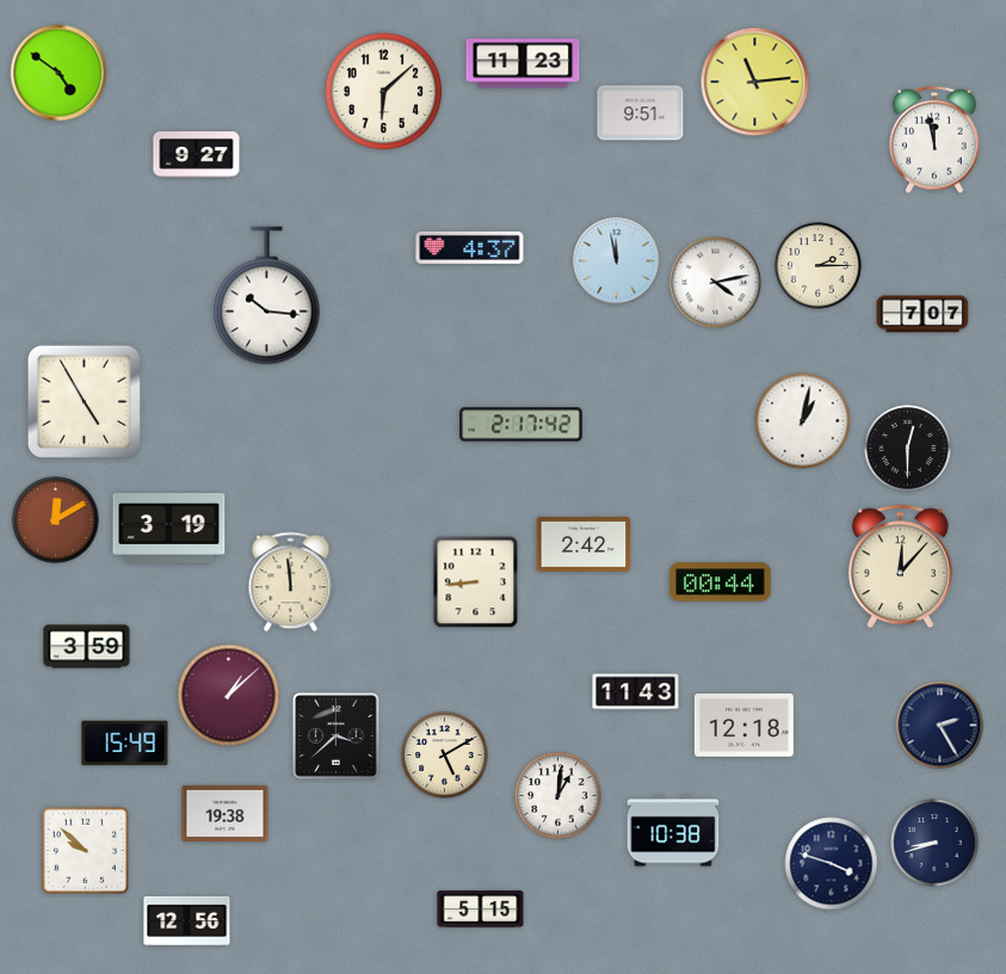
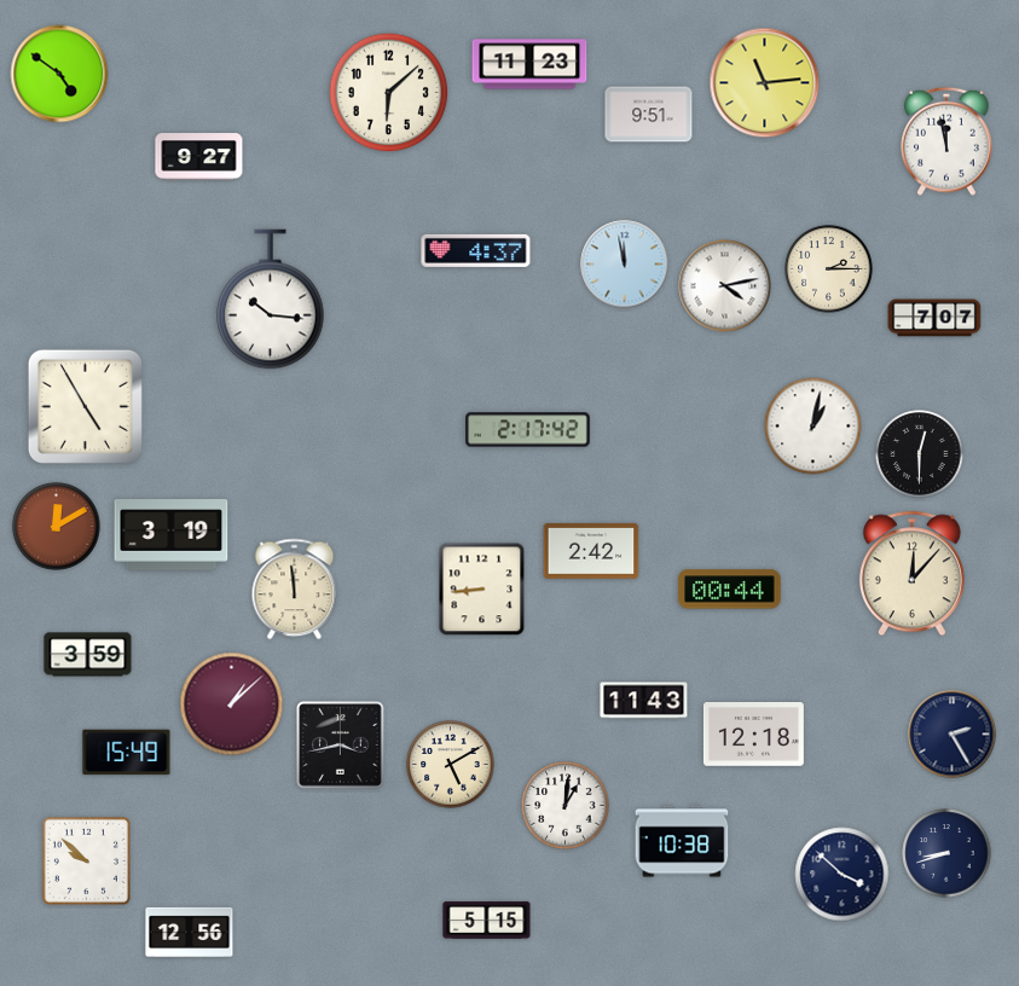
clock at (337, 736): 3:38 -> 3:43
clock at (226, 813): 19:38 -> none
clock at (832, 864): 3:48 -> 3:52
